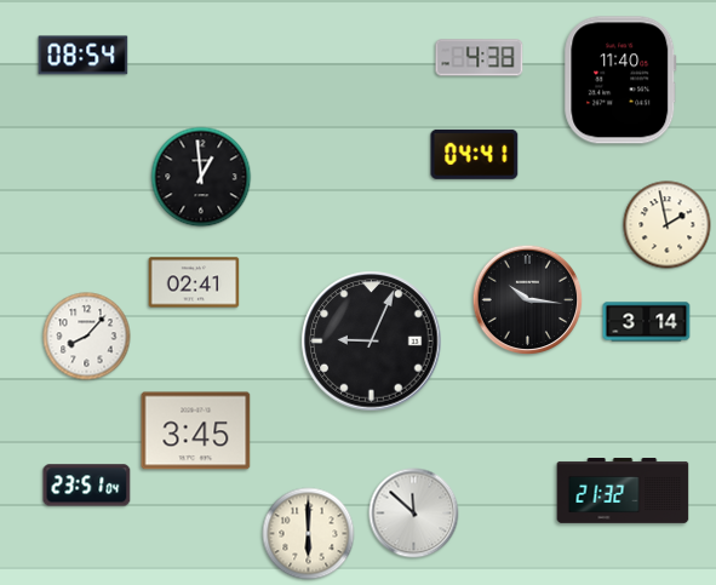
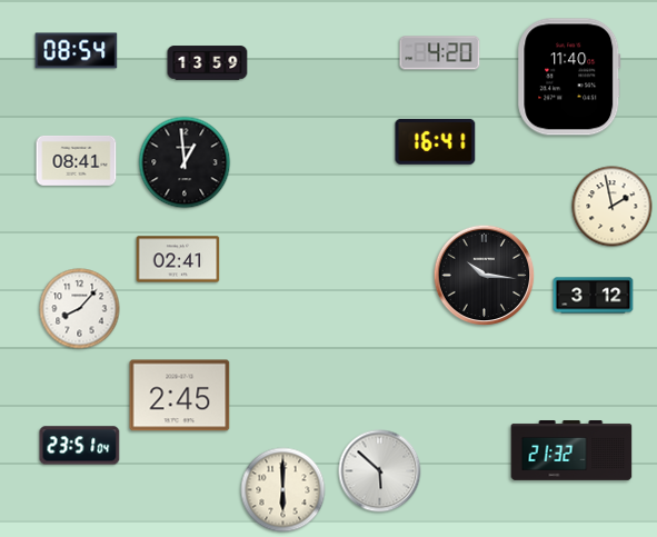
clock at (480, 58): 4:38 -> 4:20
clock at (208, 63): none -> 13:59
clock at (620, 80) position: (620, 80) -> (569, 77)
clock at (475, 154): 04:41 -> 16:41
clock at (77, 160): none -> 08:41
clock at (647, 322): 3:14 -> 3:12
clock at (372, 342): 9:04 -> none
clock at (196, 431): 3:45 -> 2:45
clock at (414, 514): 11:52 -> 5:52
